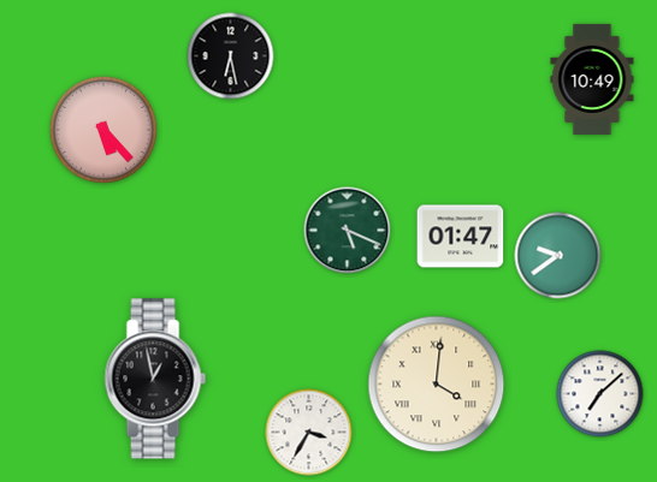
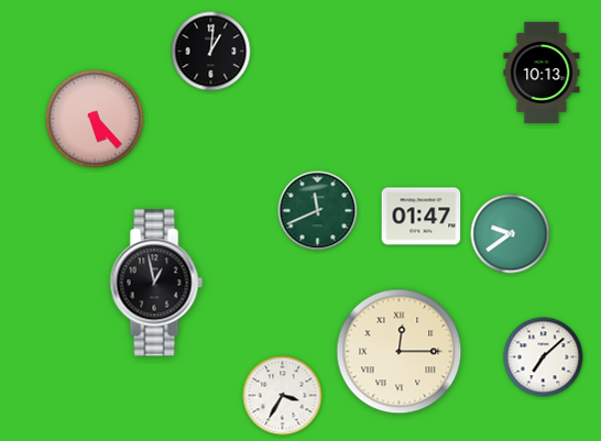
clock at (231, 56): 6:28 -> 1:01
clock at (592, 79): 10:49 -> 10:13
clock at (348, 231): 5:19 -> 11:41
clock at (155, 379) position: (155, 379) -> (156, 283)
clock at (437, 385): 4:01 -> 12:15
clock at (600, 394) position: (600, 394) -> (544, 357)
